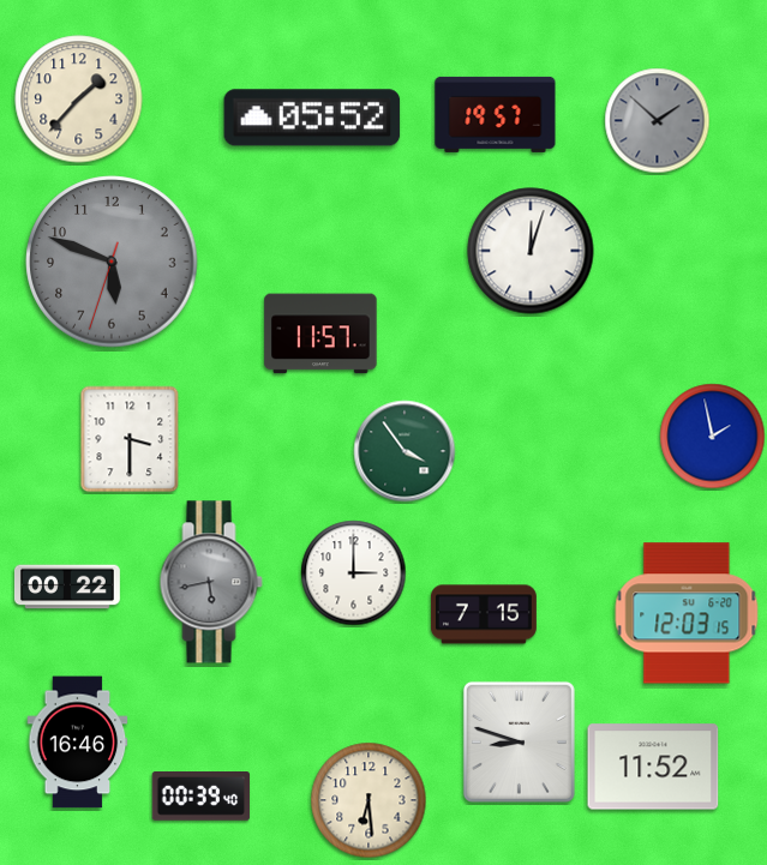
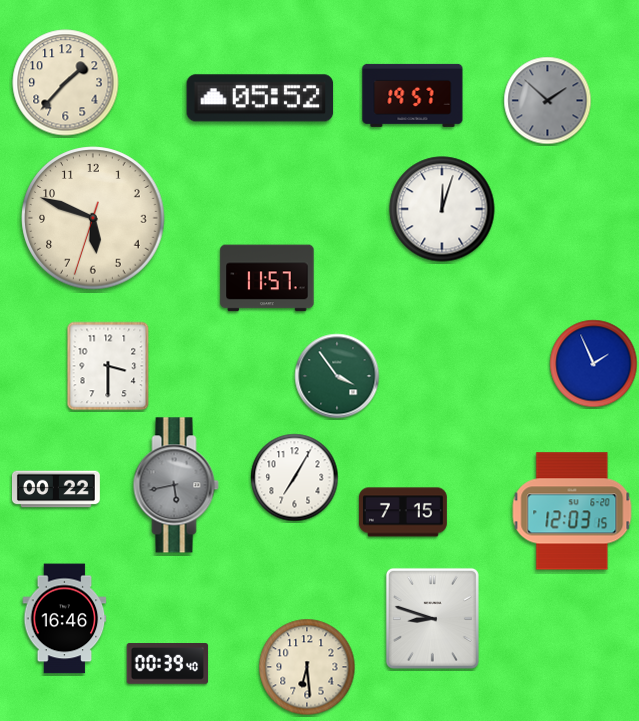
clock at (112, 262) dial: grey -> cream
clock at (713, 437): 1:58 -> 1:56
clock at (354, 573): 3:00 -> 7:05
clock at (653, 767): 11:52 -> none
